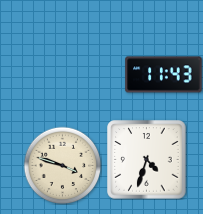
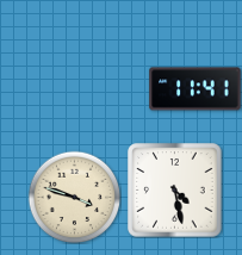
clock at (164, 75): 11:43 -> 11:41
clock at (147, 160): 4:33 -> 4:28
